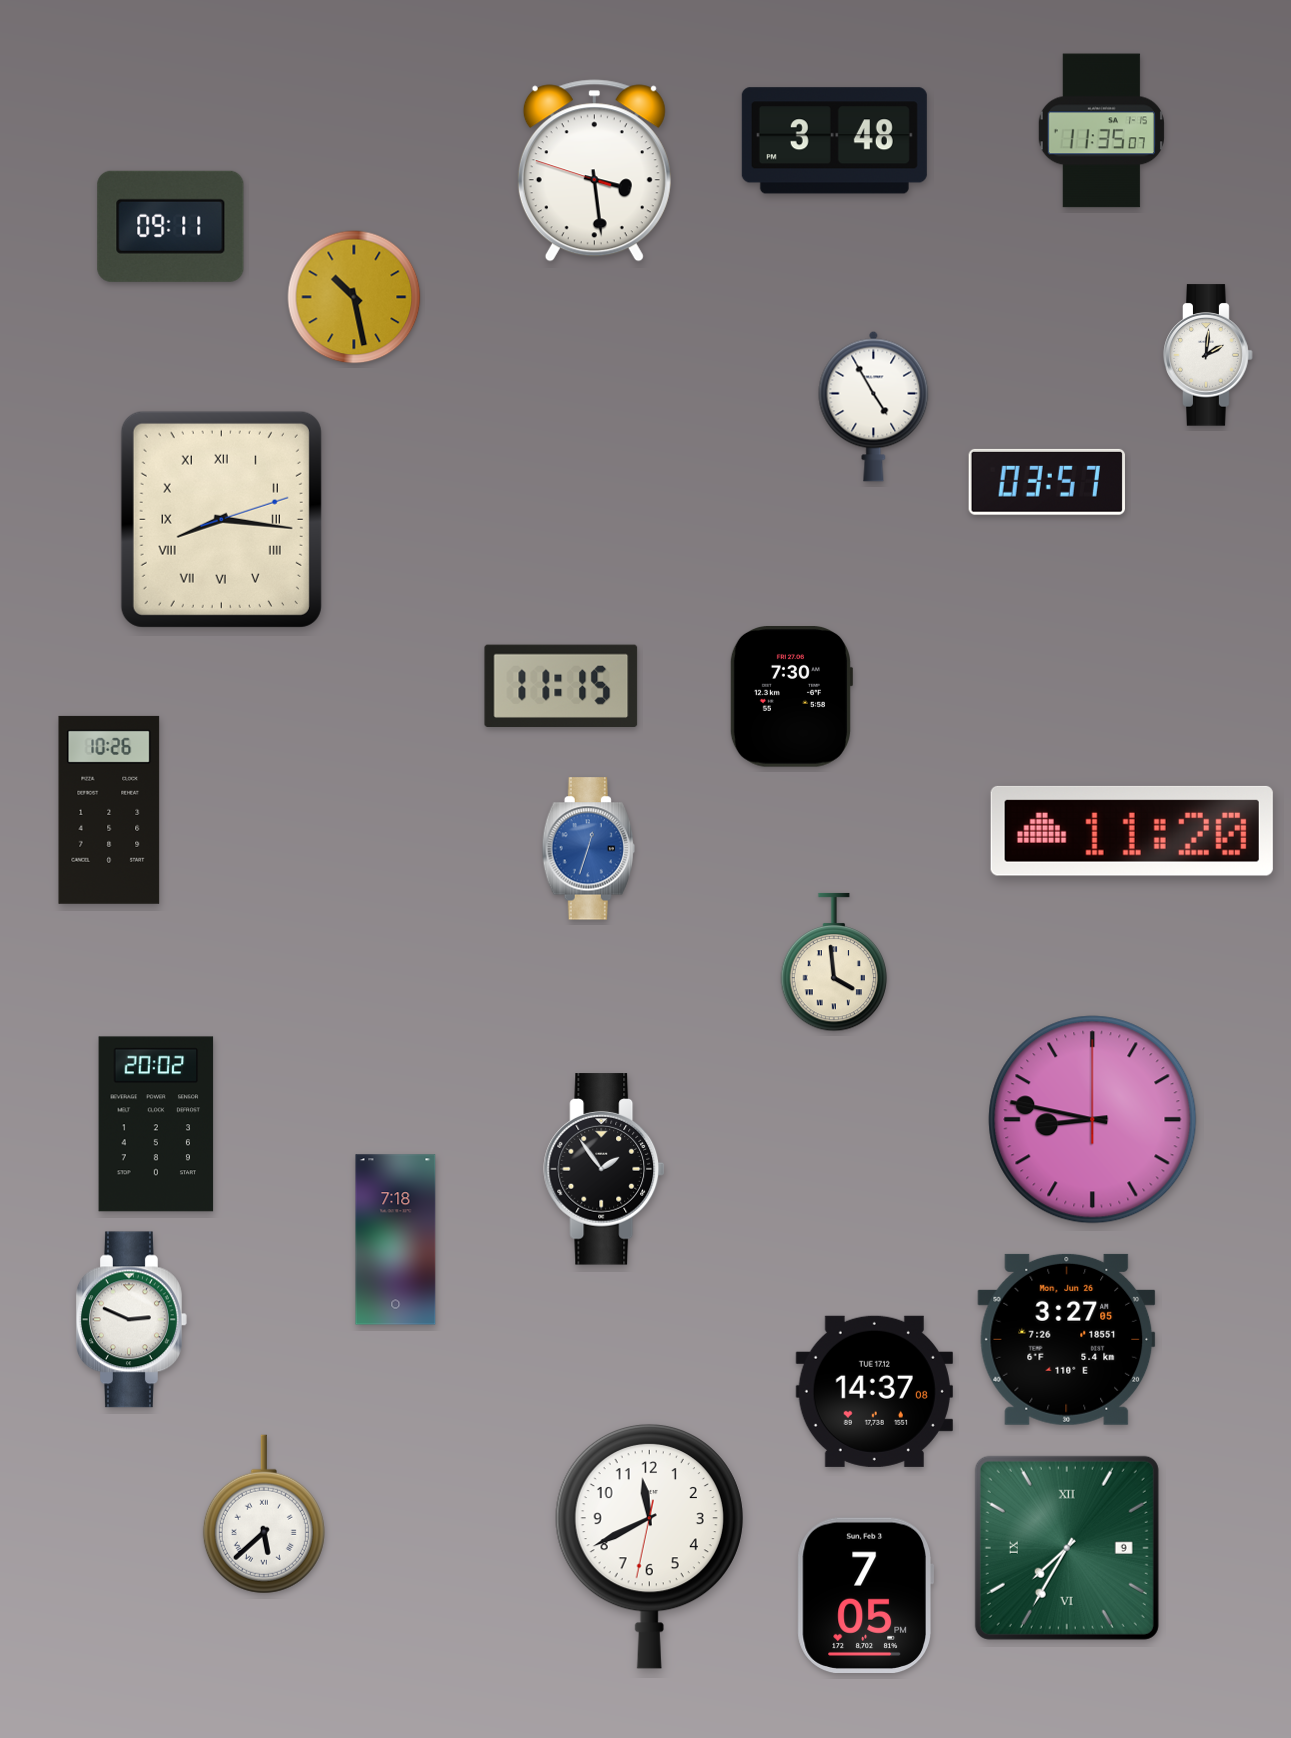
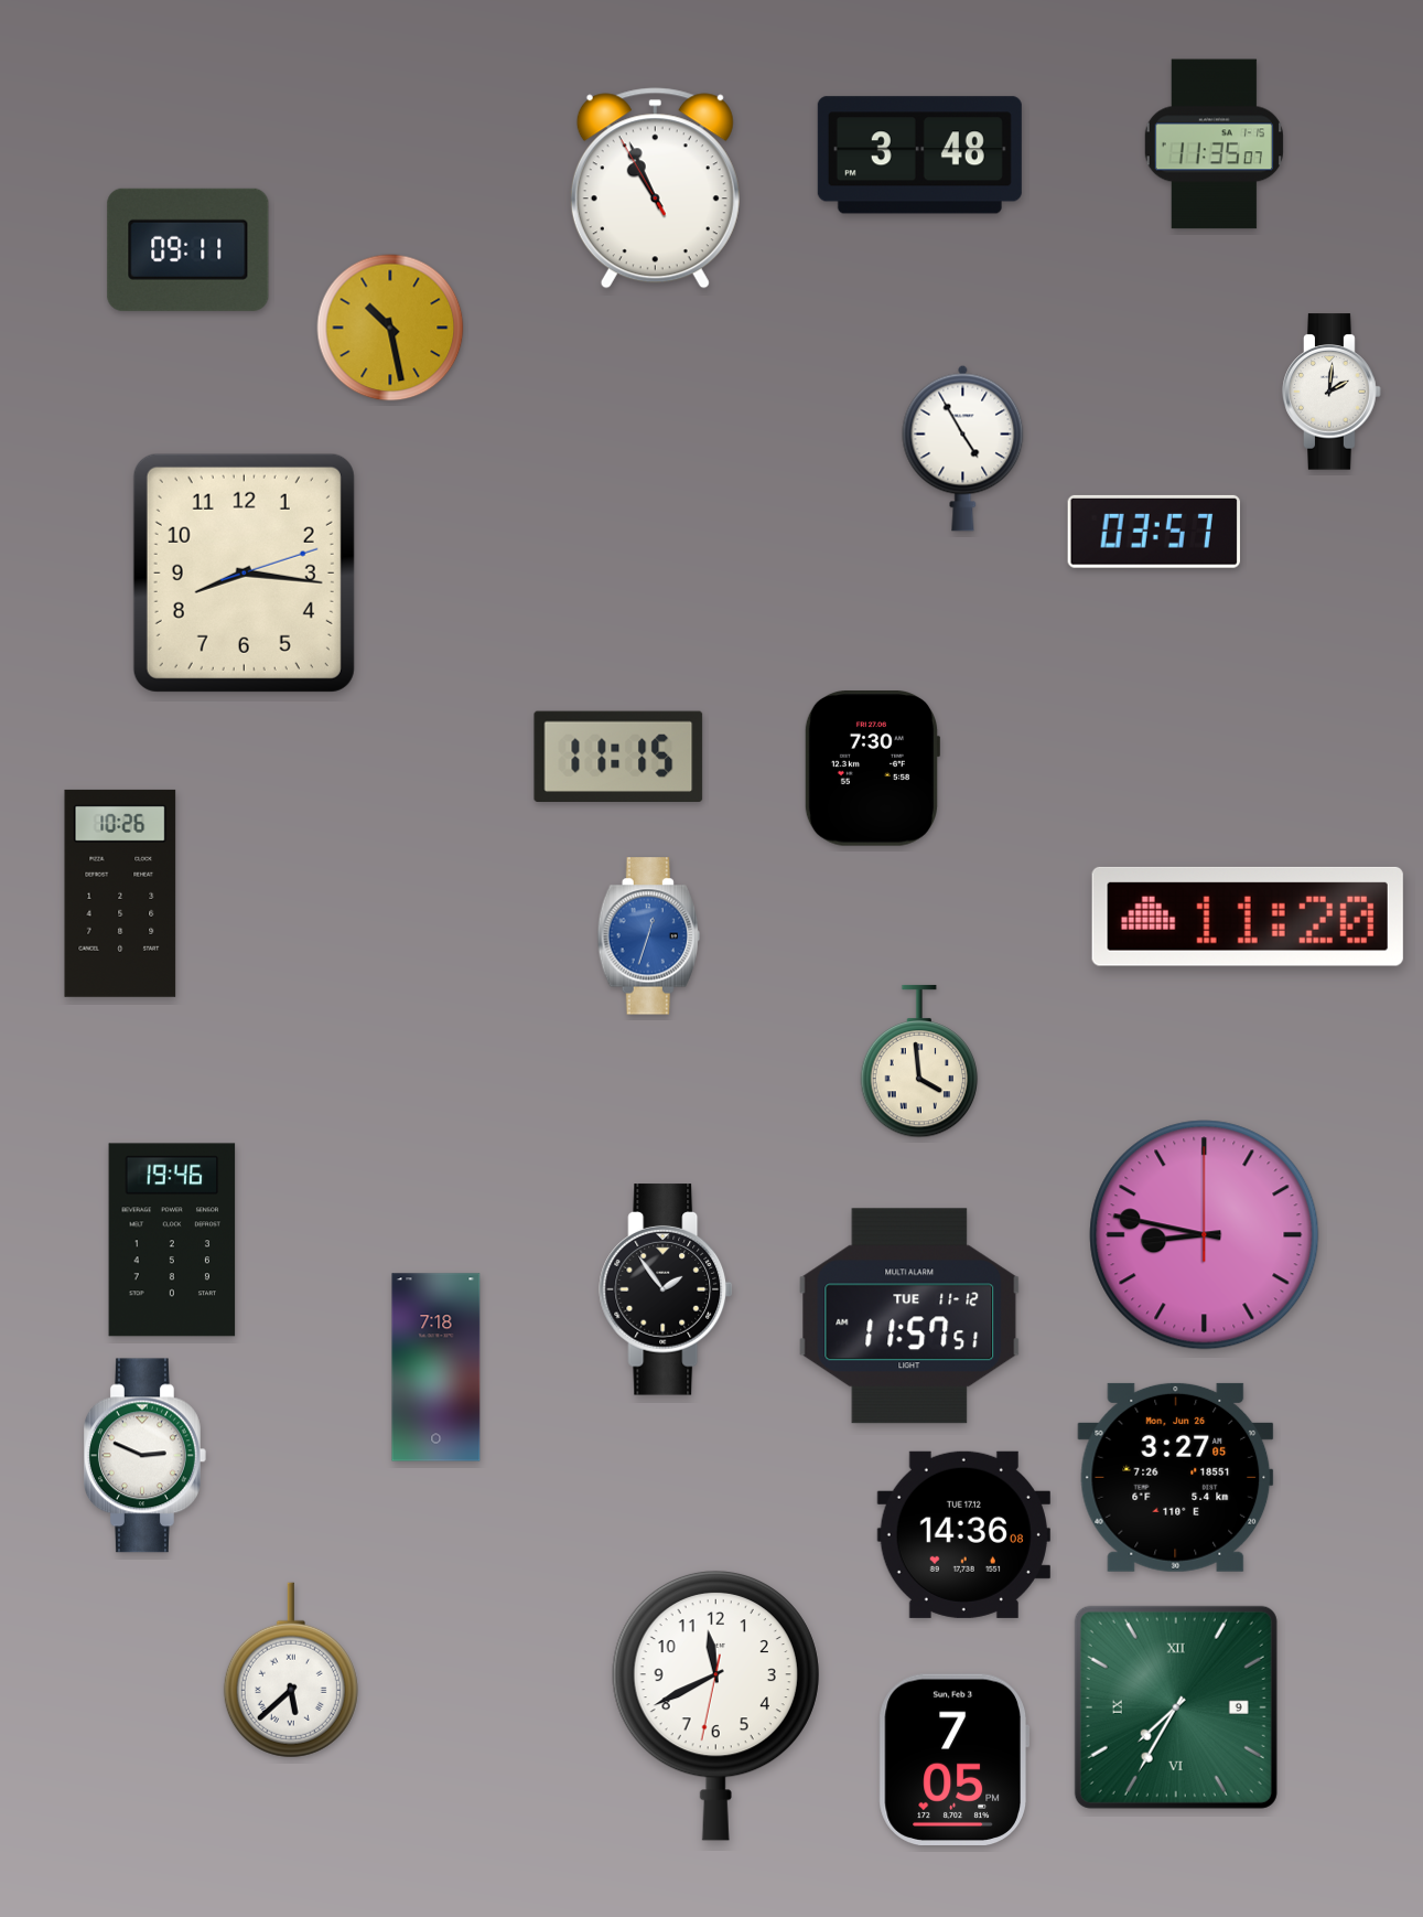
clock at (594, 171): 3:28 -> 10:55
clock at (221, 519) numerals: Roman -> Arabic
clock at (156, 1124): 20:02 -> 19:46
clock at (909, 1316): none -> 11:57
clock at (874, 1391): 14:37 -> 14:36
